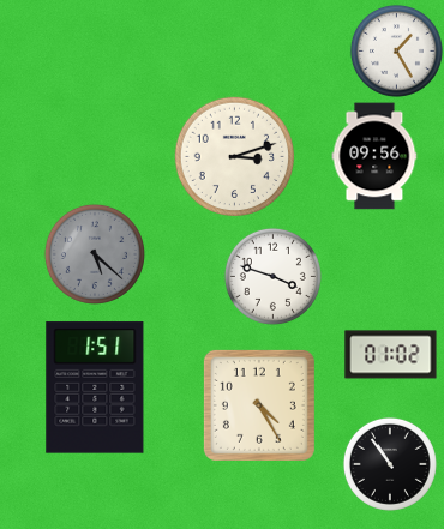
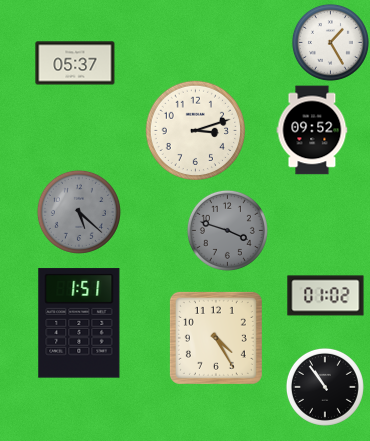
clock at (75, 63): none -> 05:37
clock at (374, 156): 09:56 -> 09:52
clock at (272, 276) dial: white -> grey
